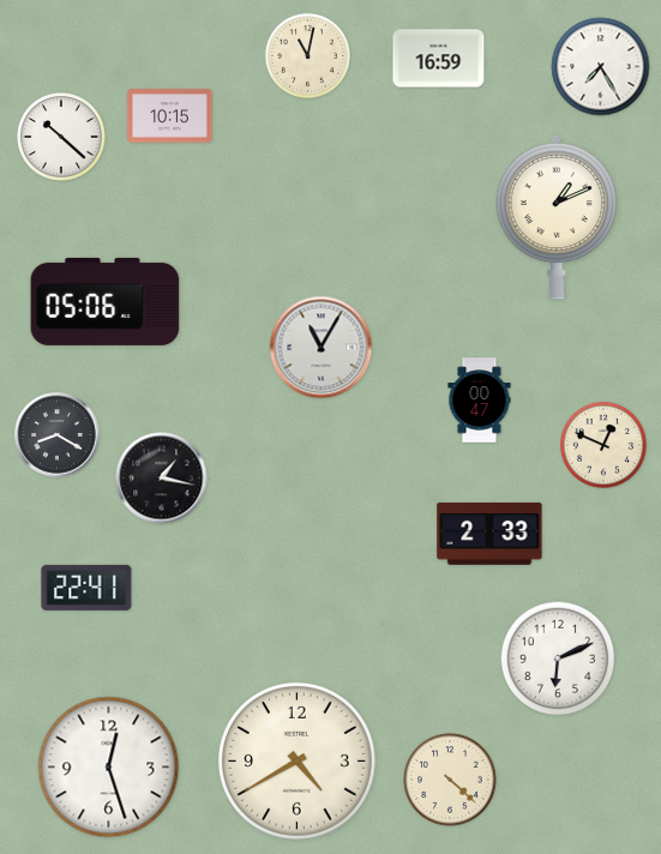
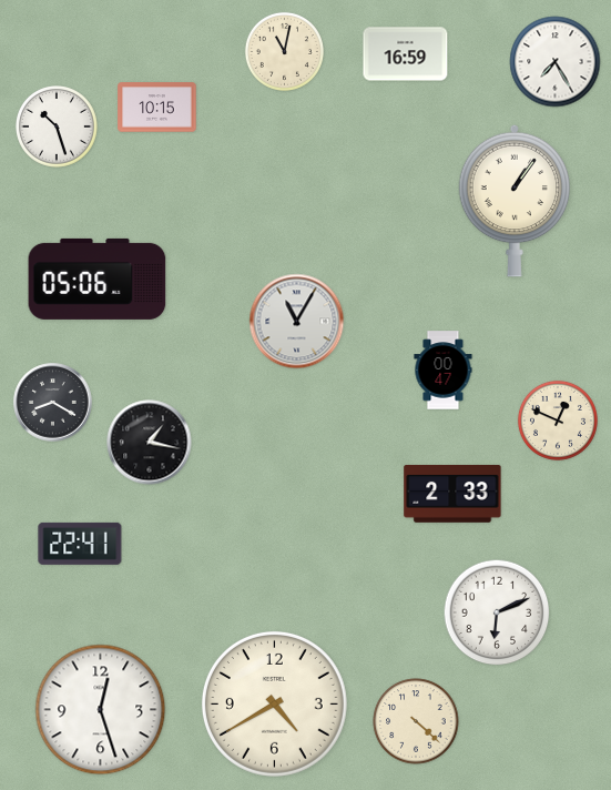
clock at (62, 138): 10:22 -> 10:27
clock at (557, 217): 1:11 -> 1:06
clock at (603, 445) position: (603, 445) -> (558, 421)
clock at (558, 658) position: (558, 658) -> (497, 612)
